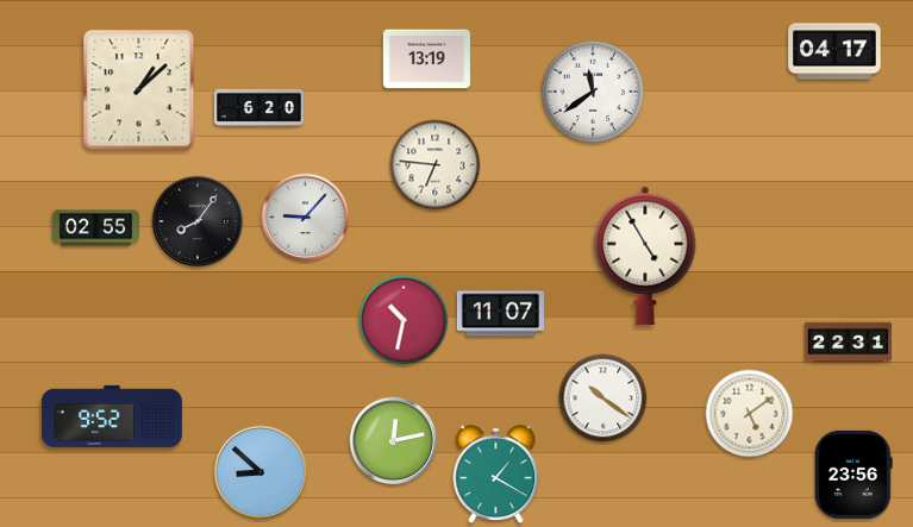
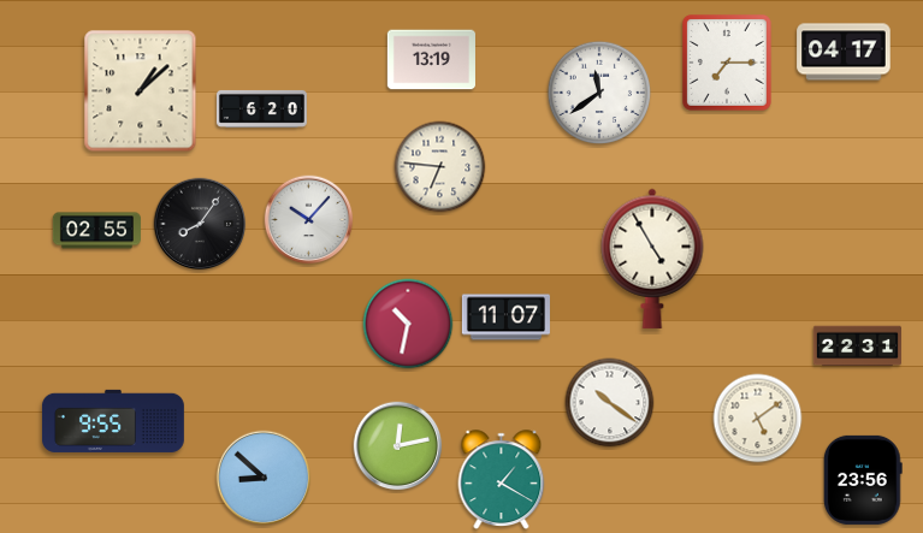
clock at (727, 63): none -> 7:15
clock at (306, 218): 9:07 -> 10:07
clock at (112, 416): 9:52 -> 9:55
